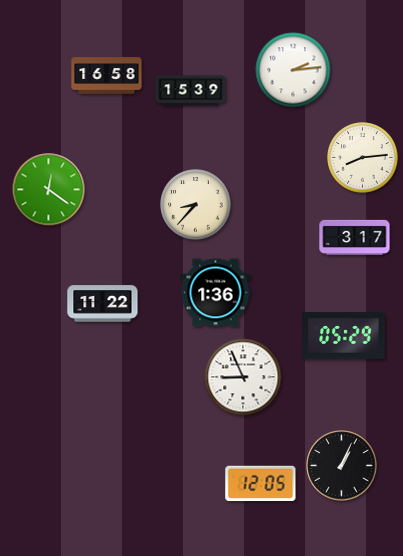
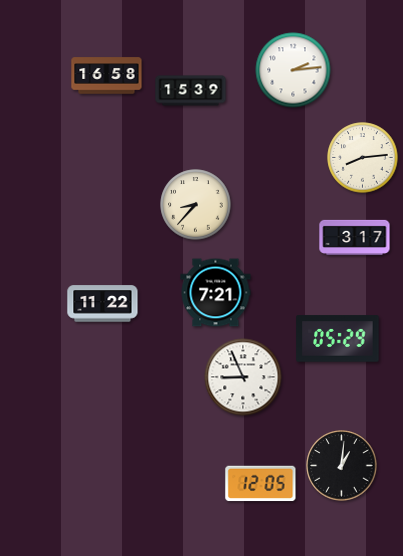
clock at (49, 190): 12:21 -> none
clock at (216, 293): 1:36 -> 7:21
clock at (344, 336) position: (344, 336) -> (338, 339)
clock at (342, 466): 1:04 -> 1:01
